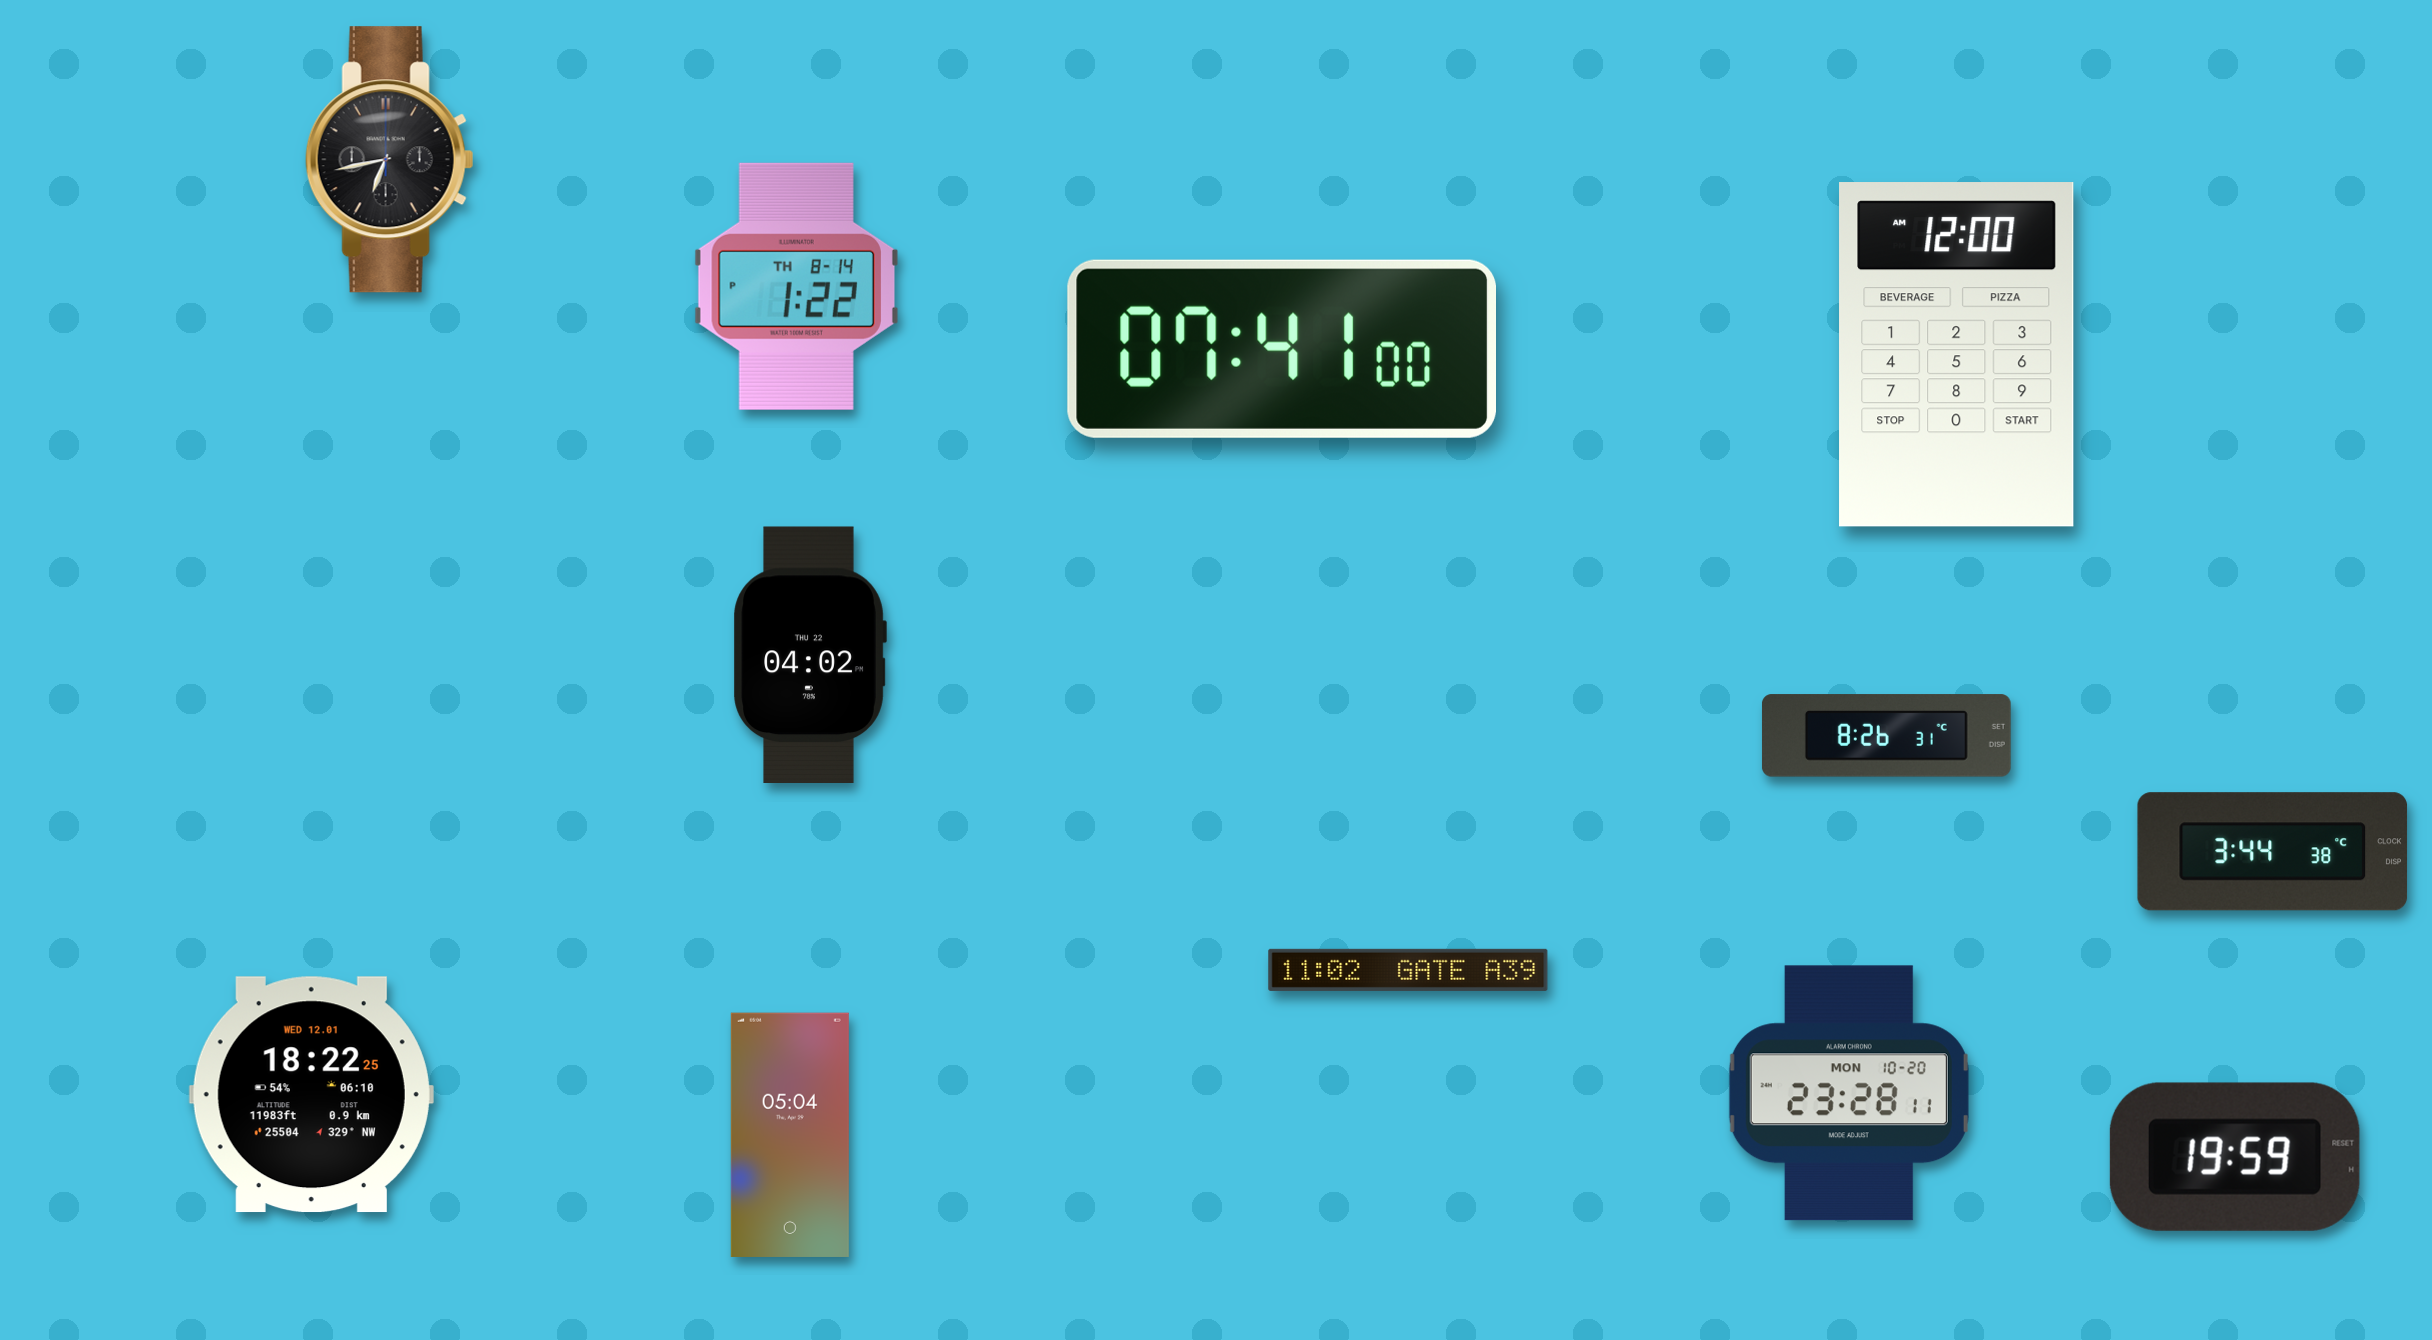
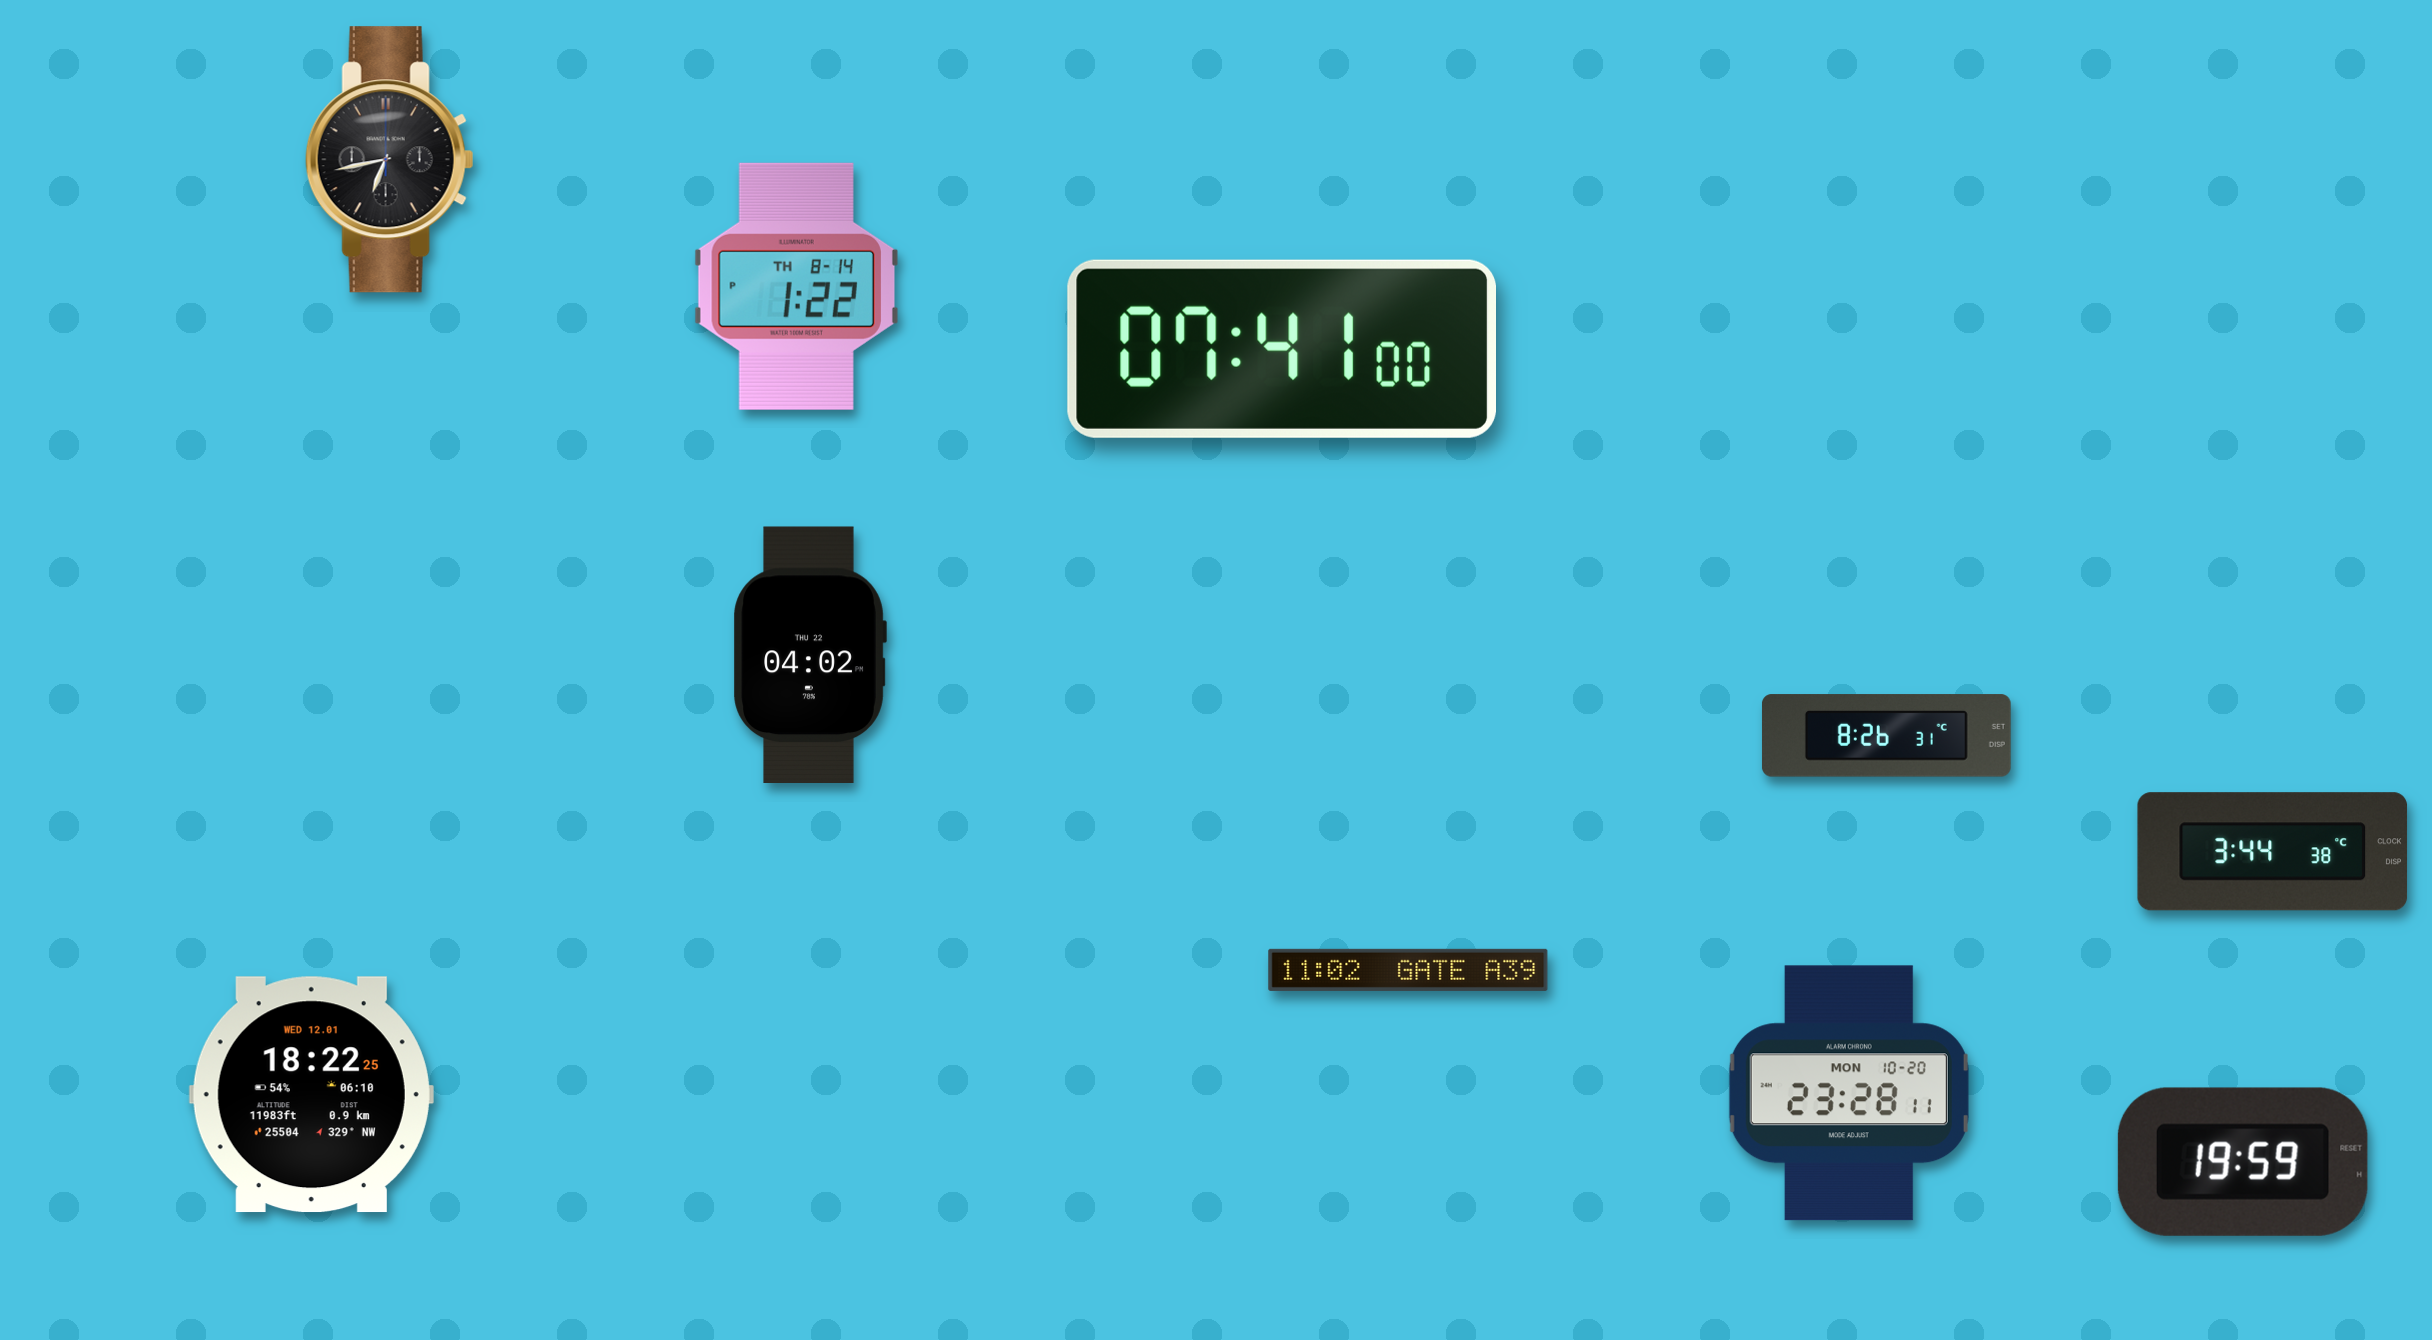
clock at (1957, 355): 12:00 -> none
clock at (790, 1135): 05:04 -> none
clock at (2235, 1157) position: (2235, 1157) -> (2243, 1162)
